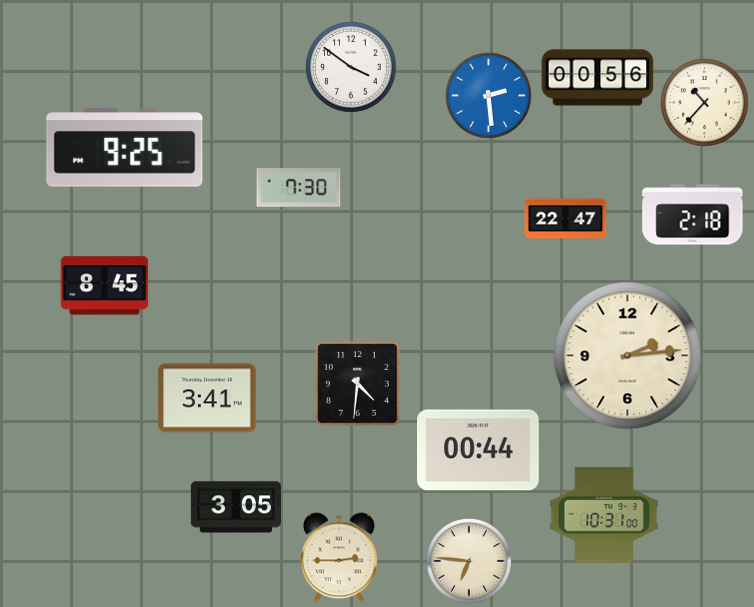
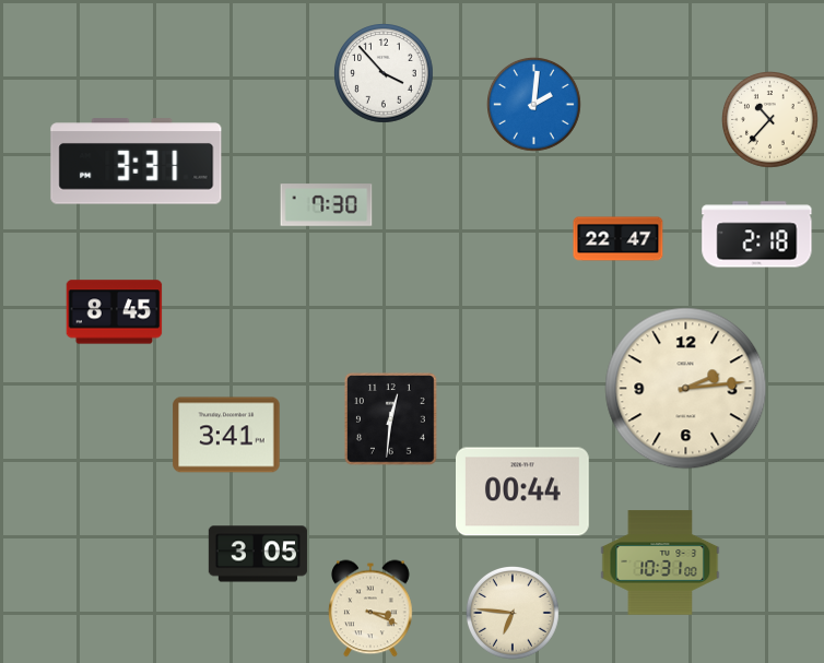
clock at (351, 67): 3:51 -> 3:53
clock at (598, 78): 00:56 -> none
clock at (489, 96): 2:29 -> 2:01
clock at (705, 103) position: (705, 103) -> (770, 120)
clock at (125, 148): 9:25 -> 3:31
clock at (358, 384): 4:31 -> 12:31
clock at (339, 557): 2:45 -> 3:19
